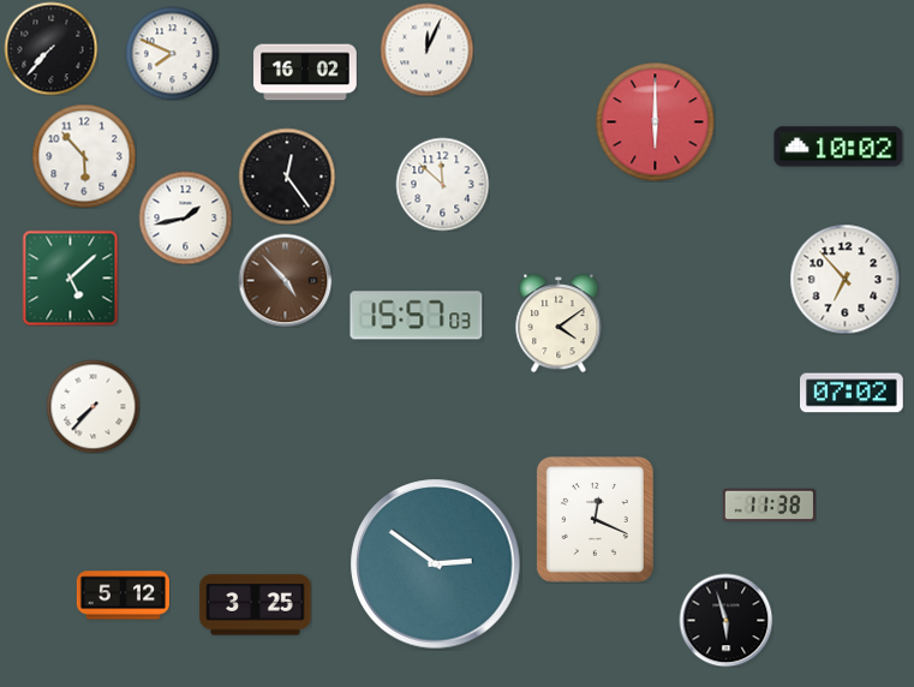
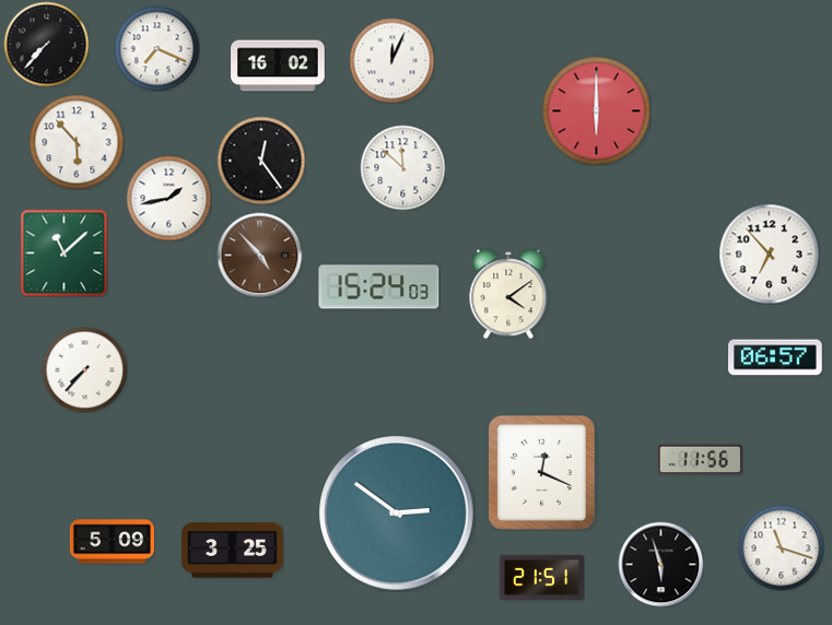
clock at (426, 49) position: (426, 49) -> (391, 60)
clock at (172, 53): 7:49 -> 7:19
clock at (838, 147): 10:02 -> none
clock at (70, 277): 5:08 -> 11:08
clock at (417, 316): 15:57 -> 15:24
clock at (852, 393): 07:02 -> 06:57
clock at (769, 506): 11:38 -> 11:56
clock at (123, 596): 5:12 -> 5:09
clock at (781, 547): none -> 11:18
clock at (541, 577): none -> 21:51
